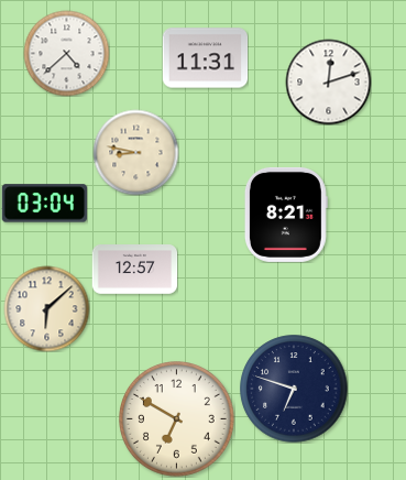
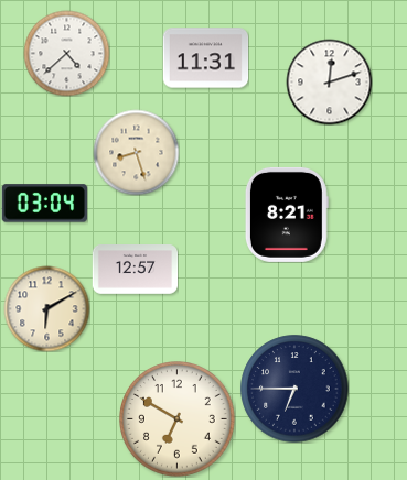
clock at (135, 152): 8:47 -> 8:27
clock at (46, 308): 6:08 -> 6:10
clock at (294, 389): 6:48 -> 6:45
